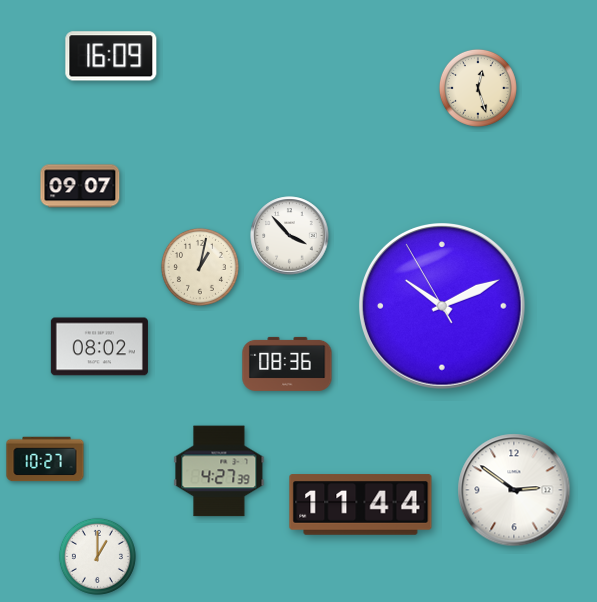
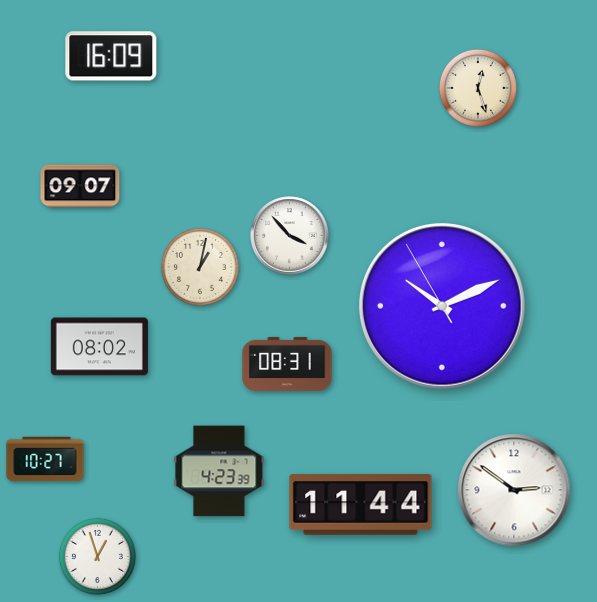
clock at (287, 364): 08:36 -> 08:31
clock at (219, 471): 4:27 -> 4:23
clock at (97, 556): 1:00 -> 12:57
